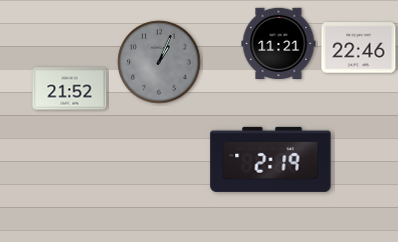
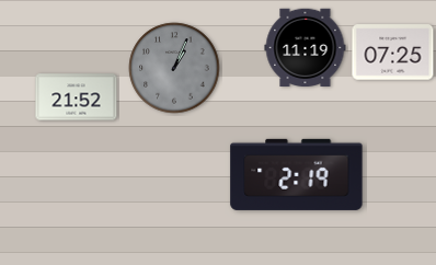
clock at (279, 43): 11:21 -> 11:19
clock at (359, 48): 22:46 -> 07:25
